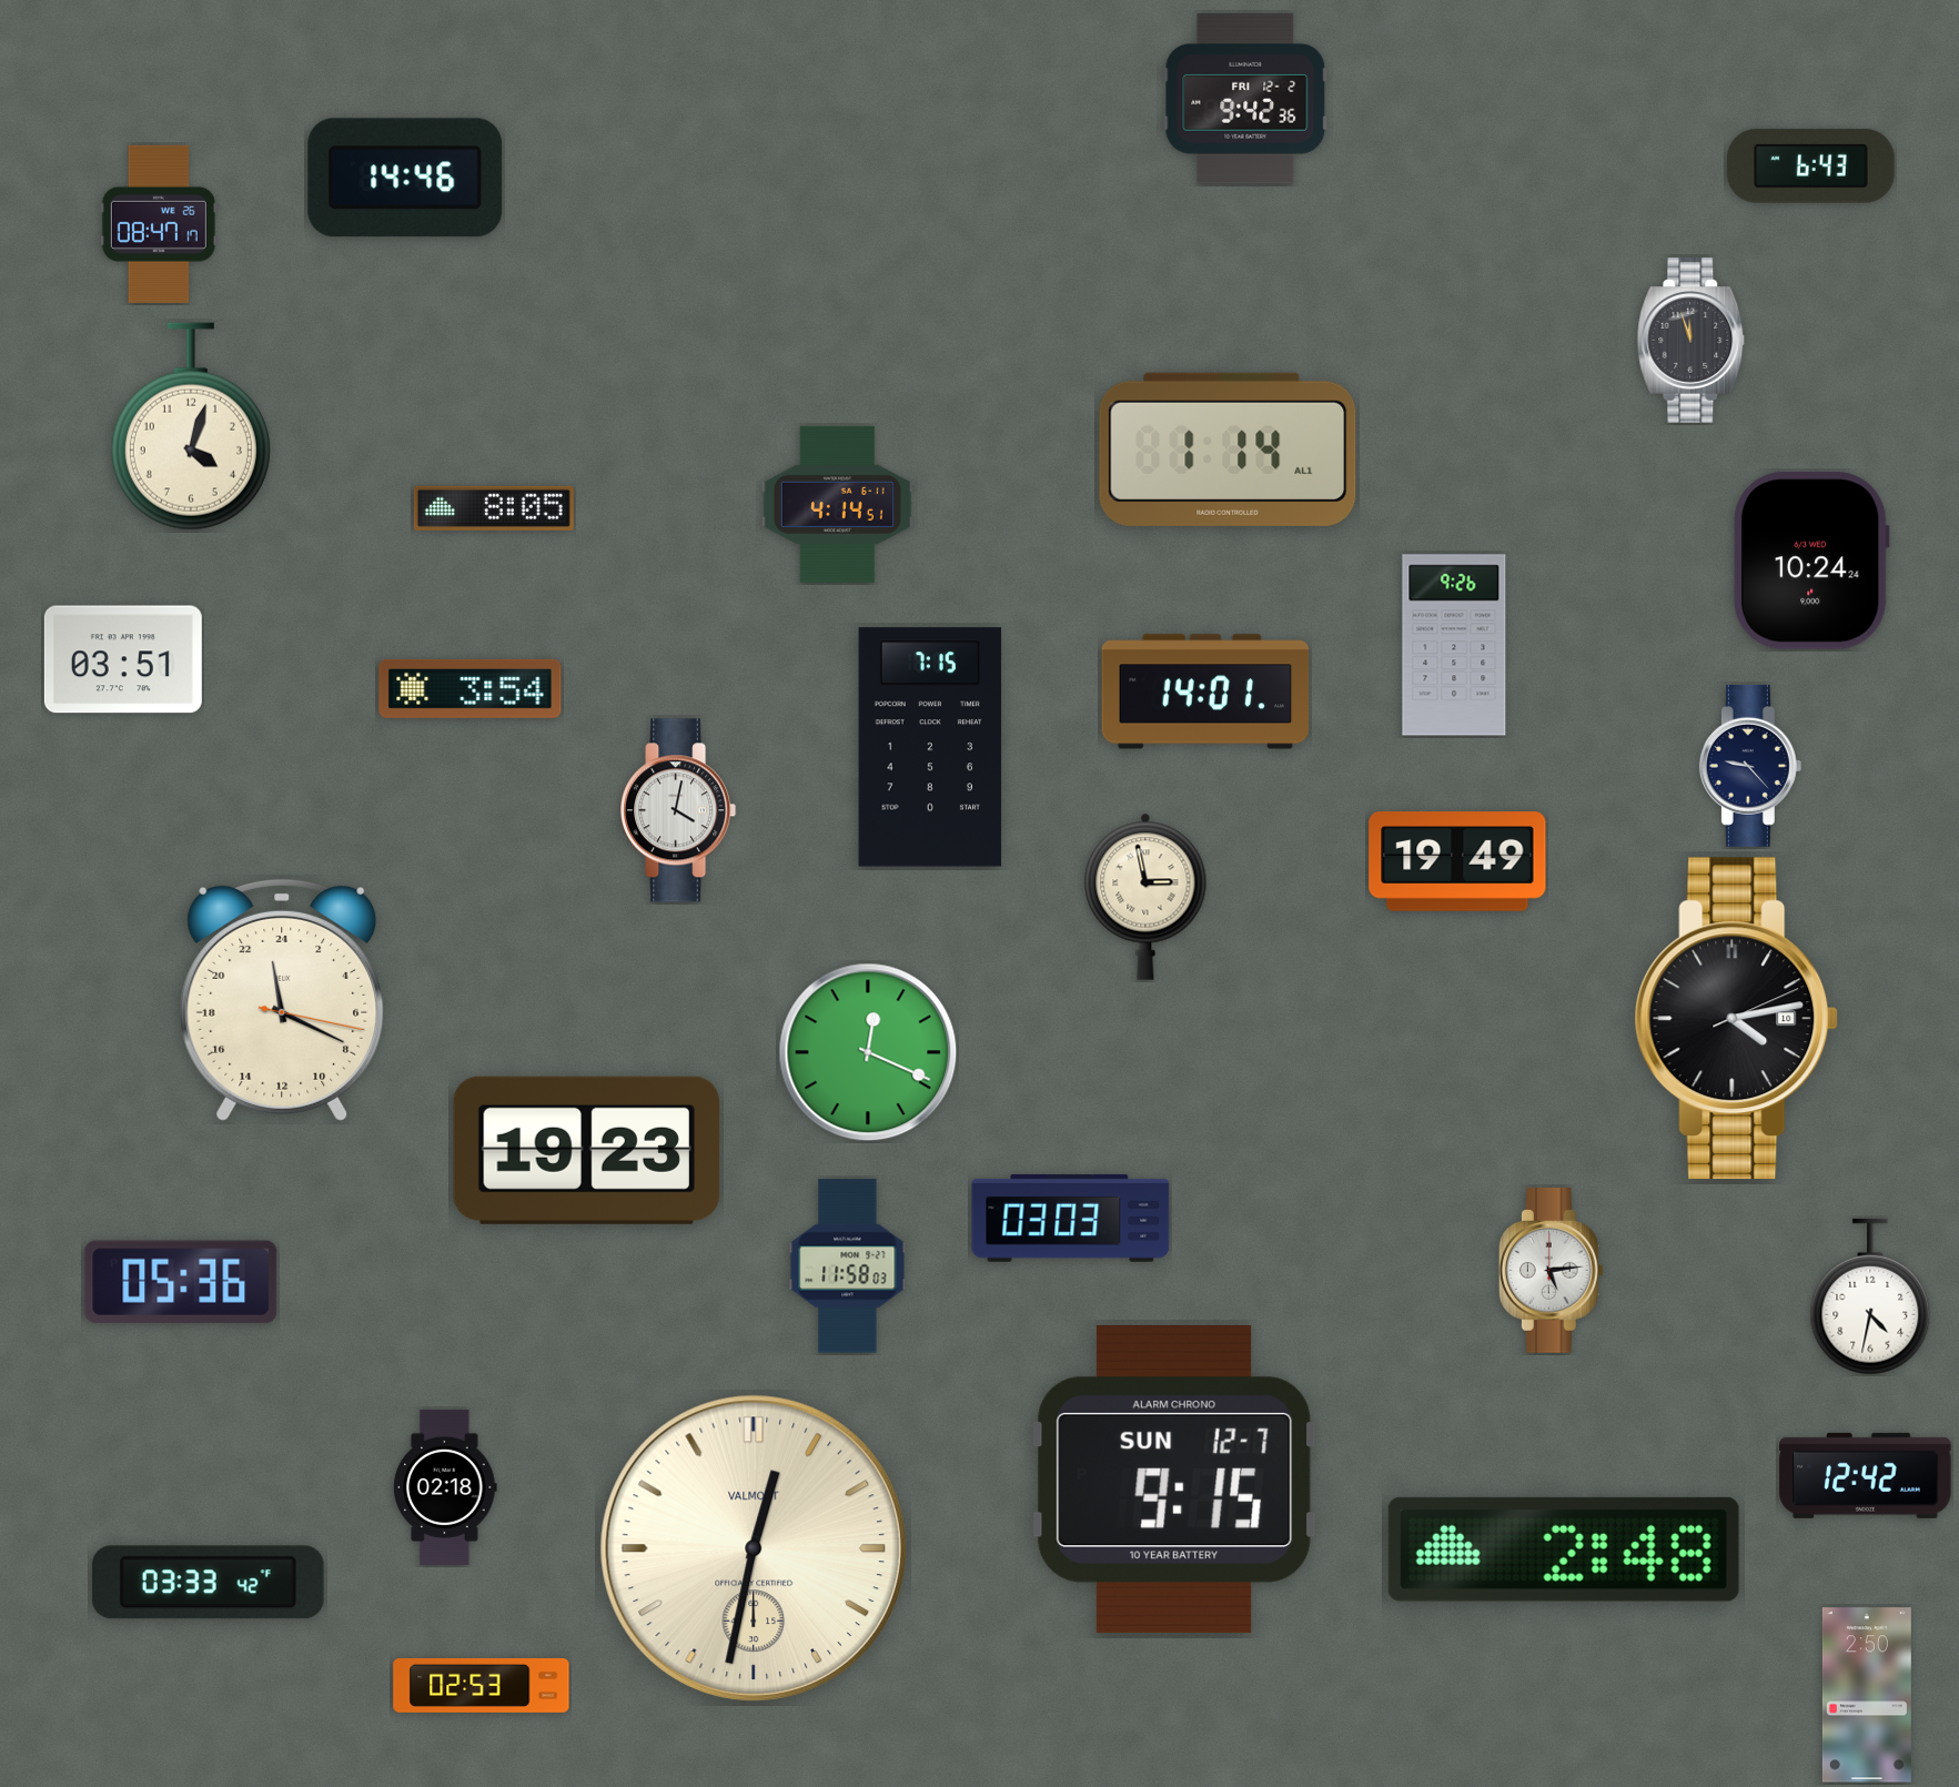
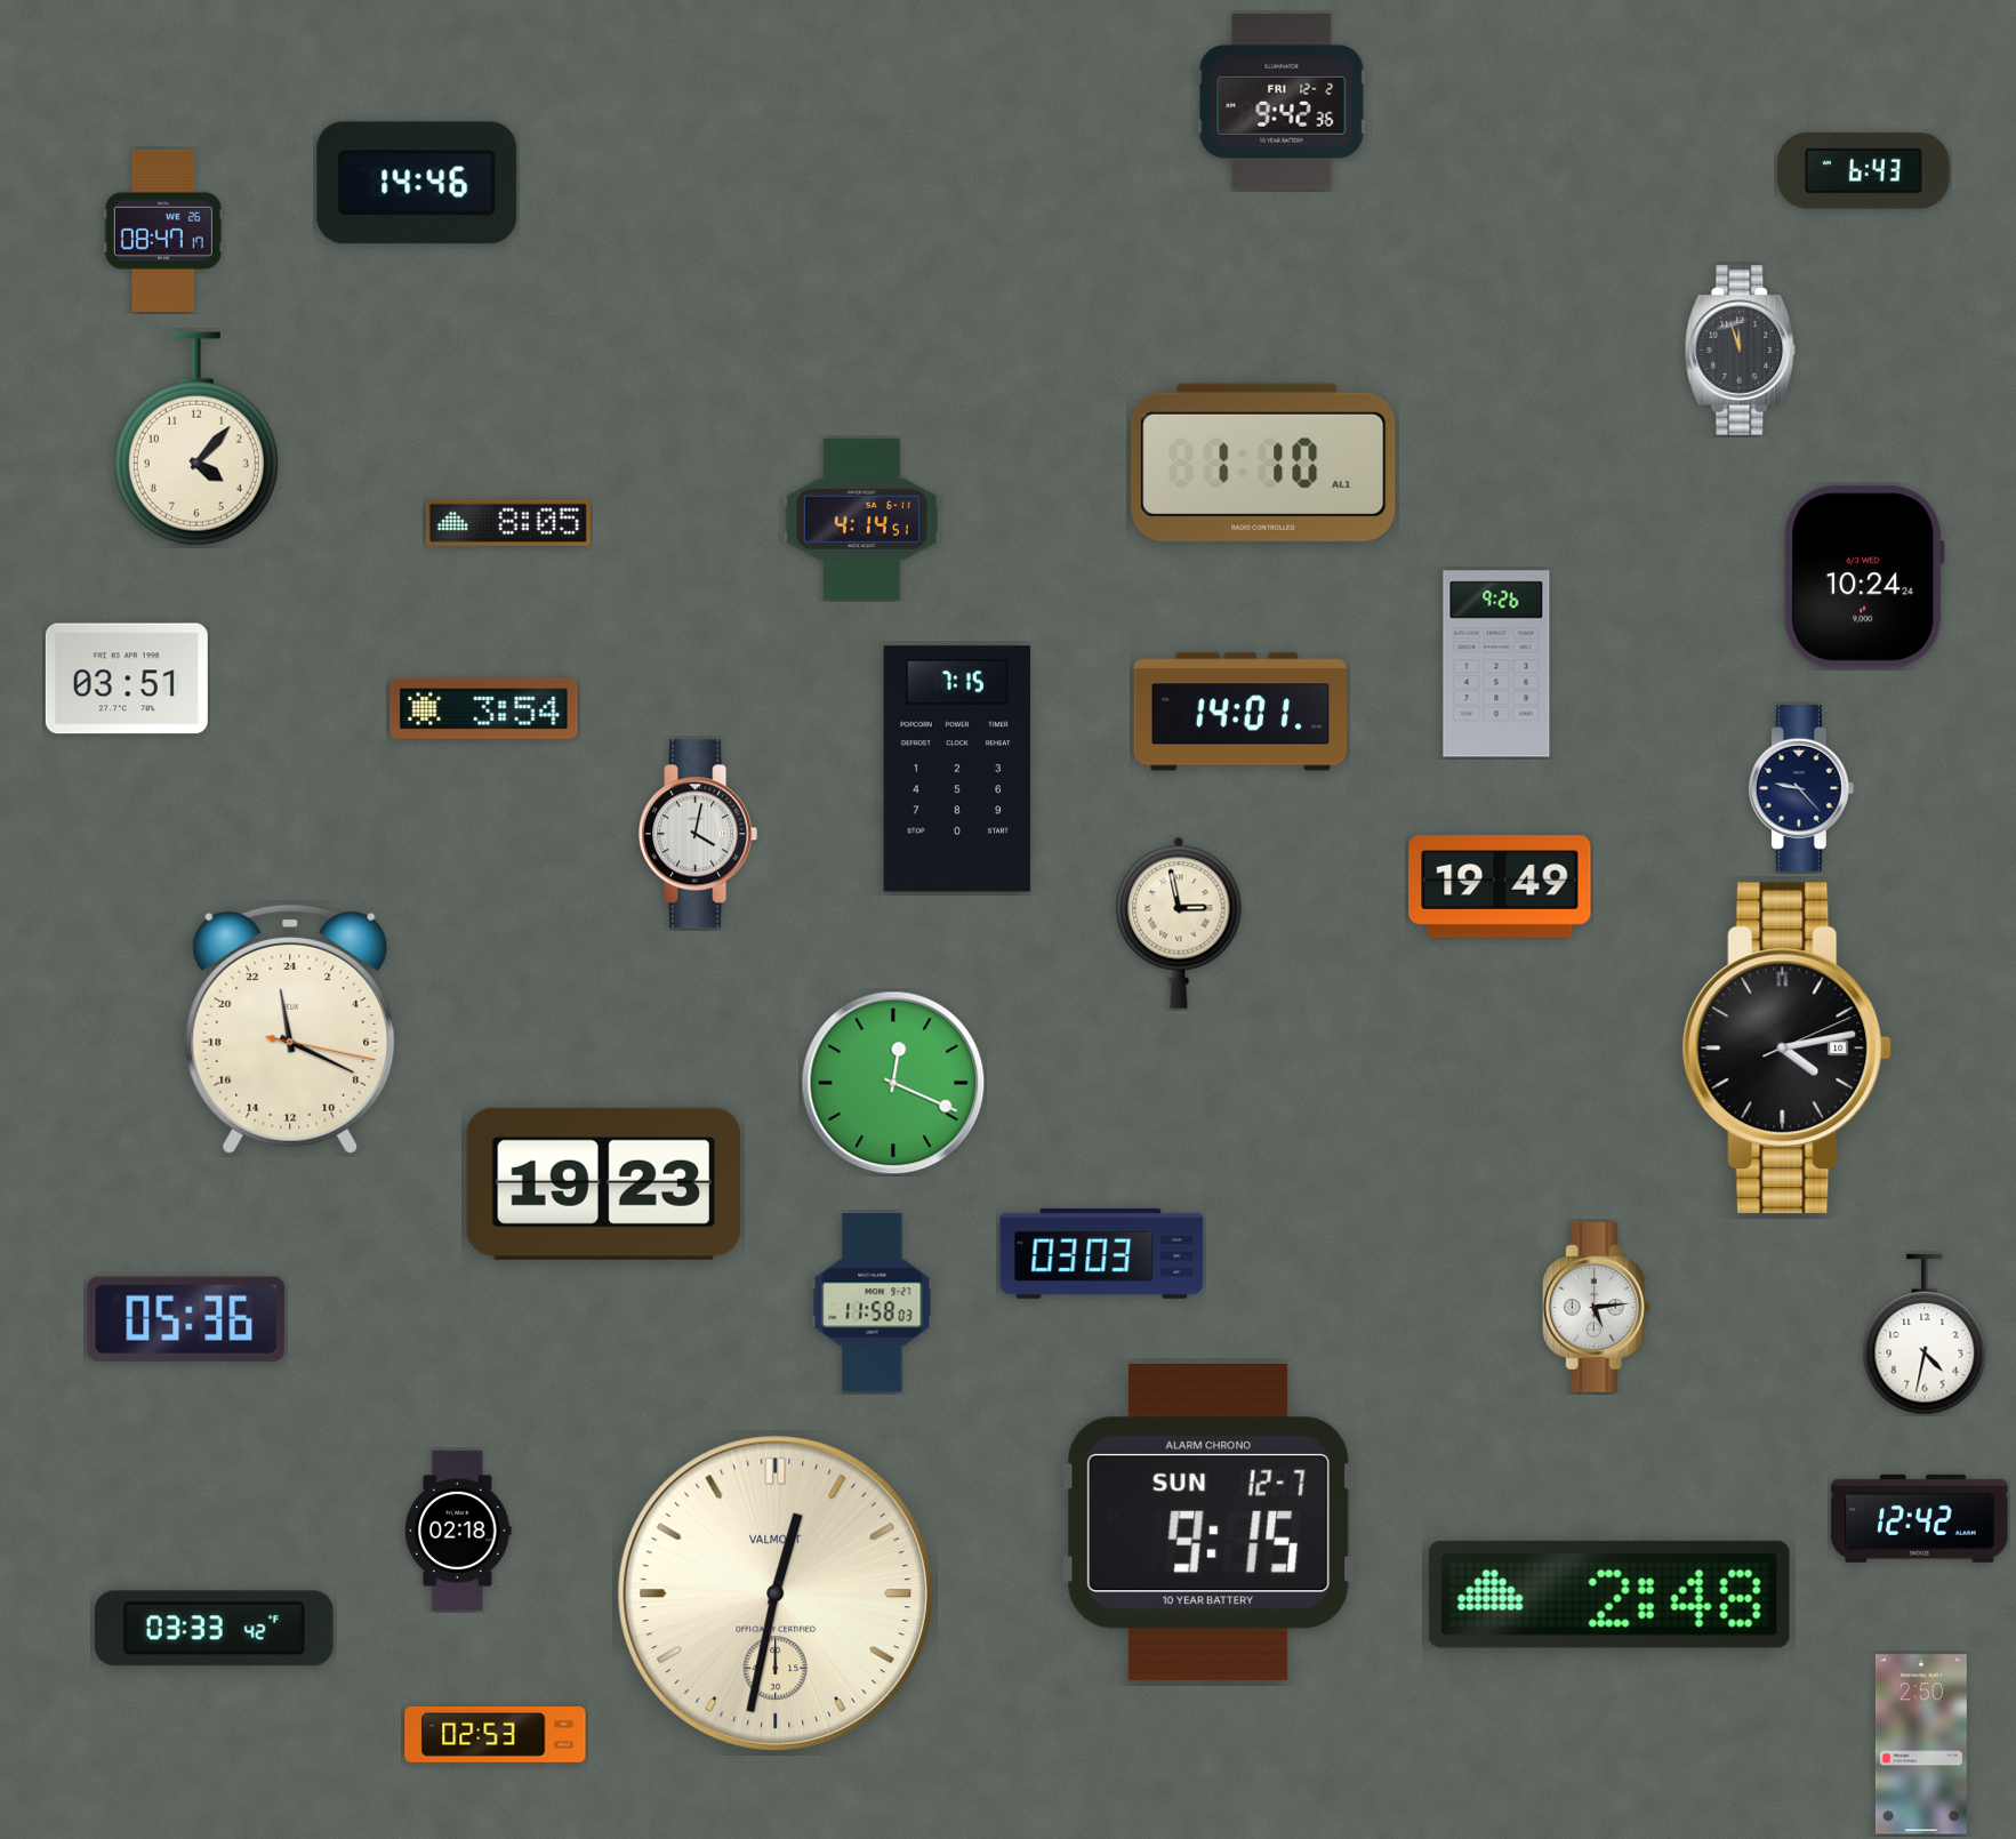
clock at (191, 426): 4:03 -> 4:07
clock at (1228, 450): 1:14 -> 1:10
